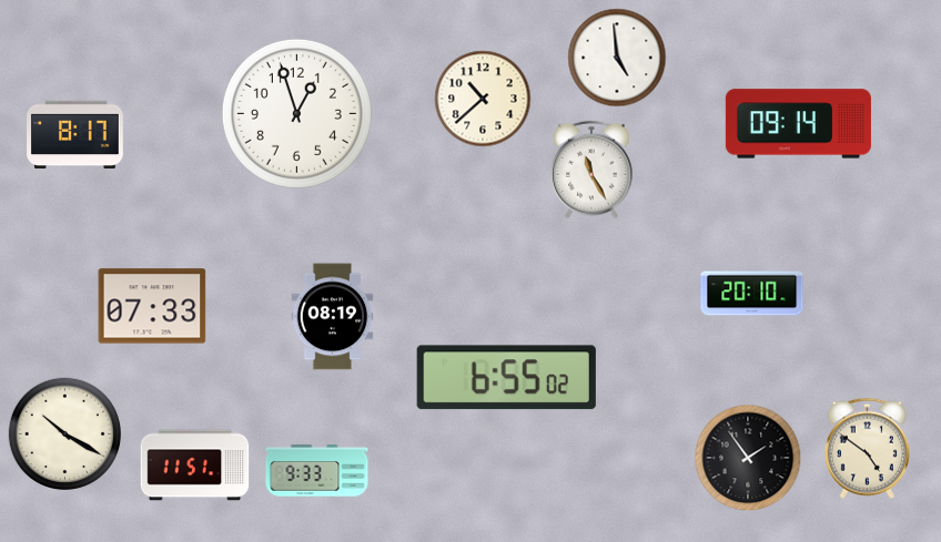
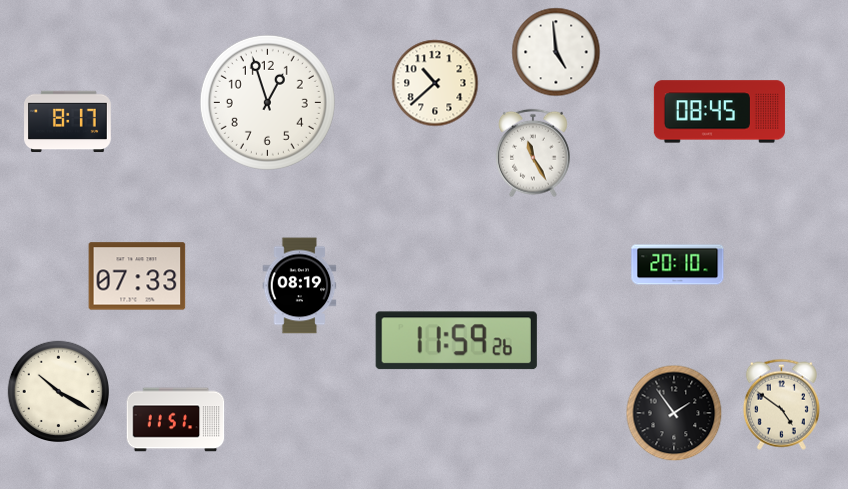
clock at (483, 99) position: (483, 99) -> (435, 83)
clock at (798, 124): 09:14 -> 08:45
clock at (506, 378): 6:55 -> 11:59
clock at (317, 471): 9:33 -> none
